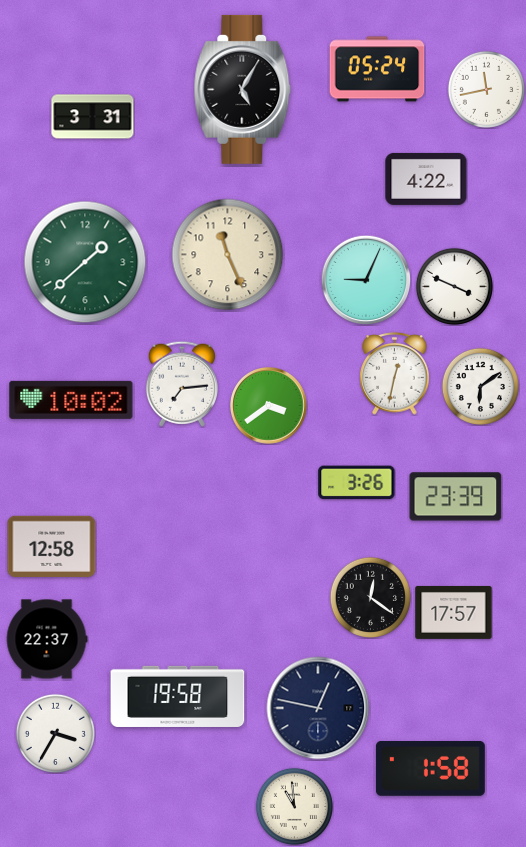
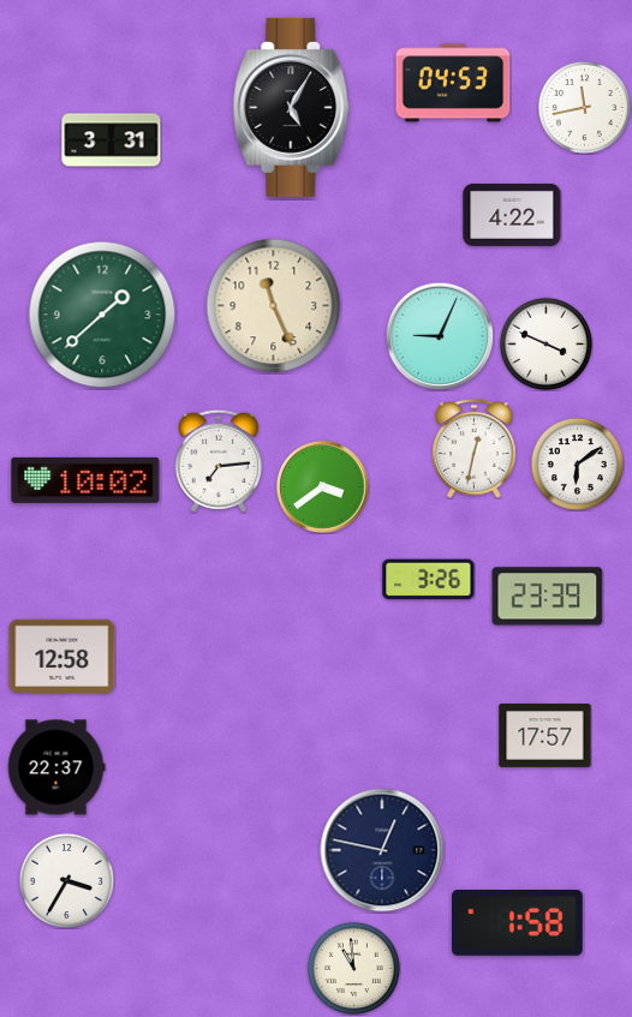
clock at (377, 69): 05:24 -> 04:53
clock at (370, 597): 12:21 -> none
clock at (178, 696): 19:58 -> none
